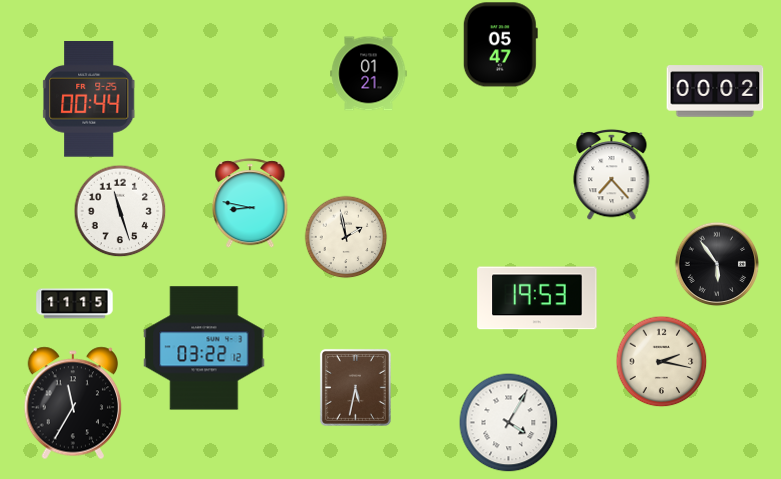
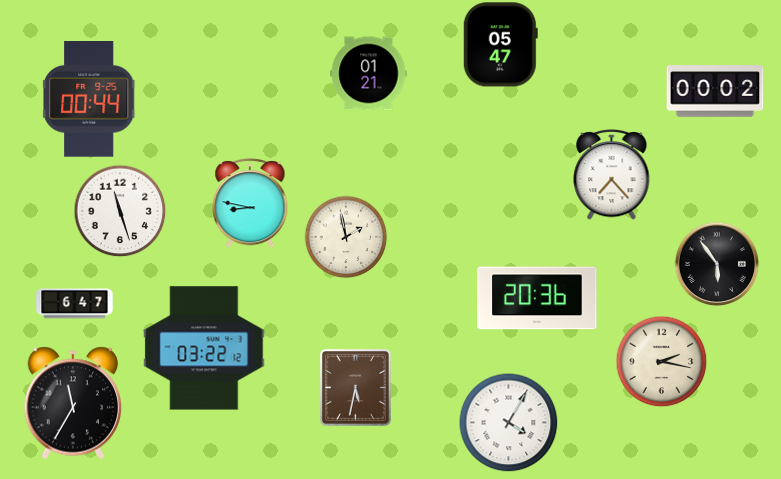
clock at (537, 298): 19:53 -> 20:36
clock at (75, 304): 11:15 -> 6:47
